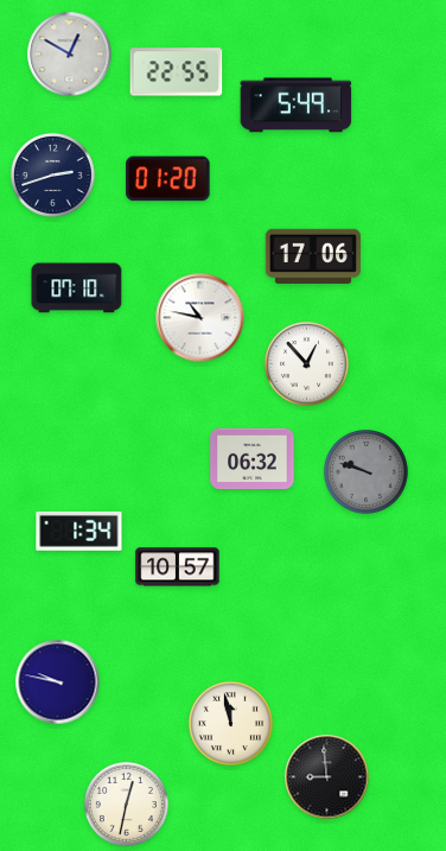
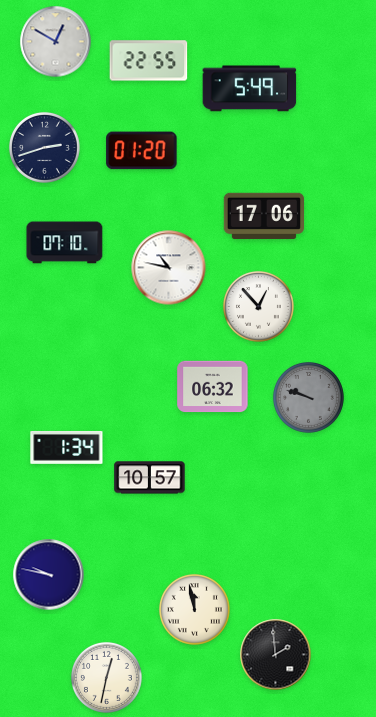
clock at (70, 55) position: (70, 55) -> (56, 42)
clock at (327, 777): 8:59 -> 1:59
